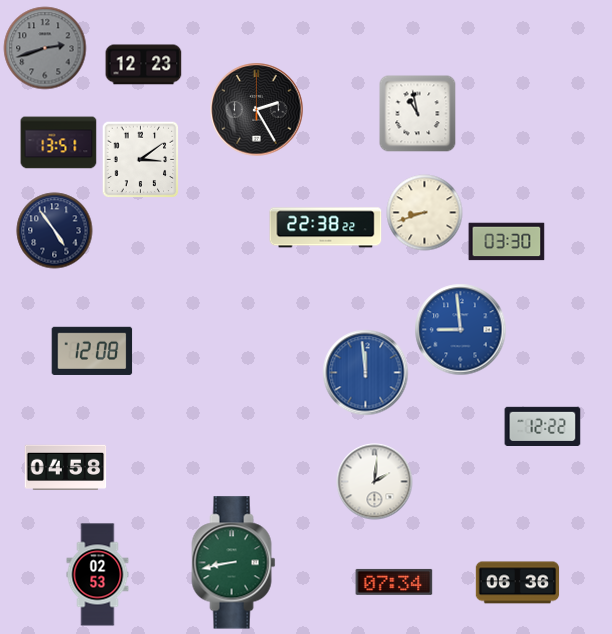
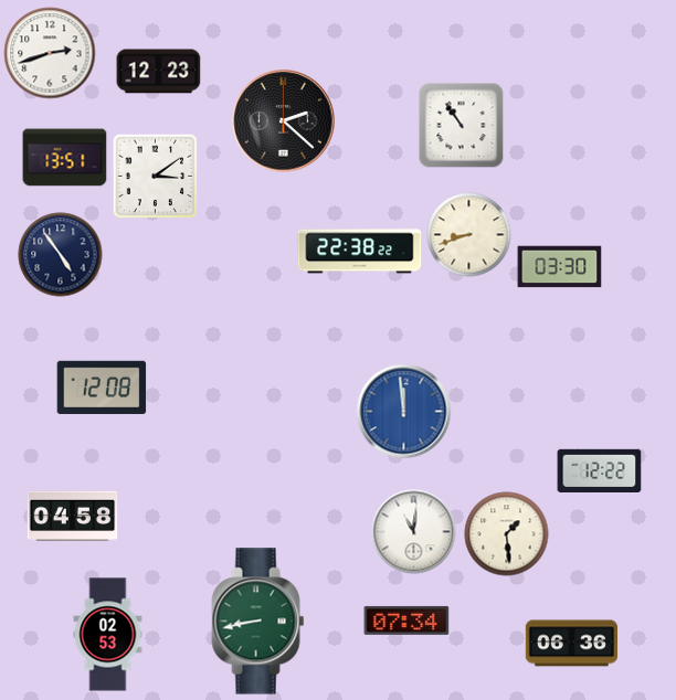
clock at (45, 48) dial: grey -> white
clock at (257, 110): 2:25 -> 2:22
clock at (418, 114): 10:58 -> 10:54
clock at (461, 330): 8:59 -> none
clock at (375, 482): 2:01 -> 11:01
clock at (507, 534): none -> 1:29
clock at (394, 582) position: (394, 582) -> (406, 621)
